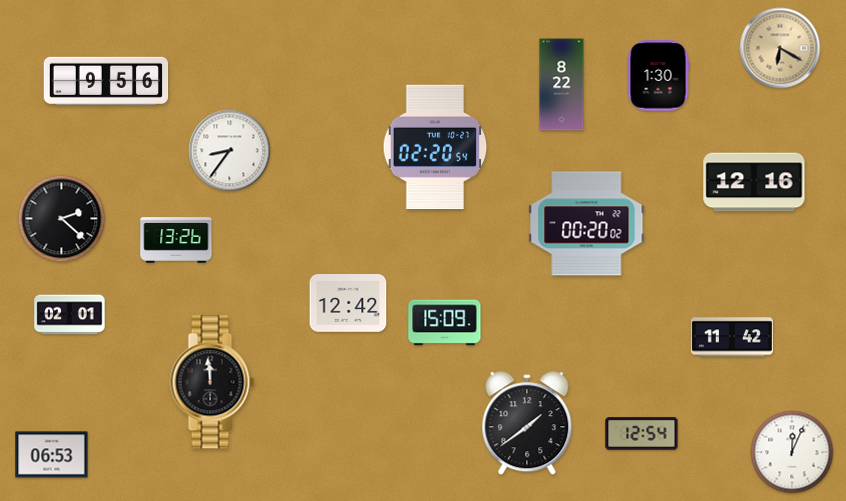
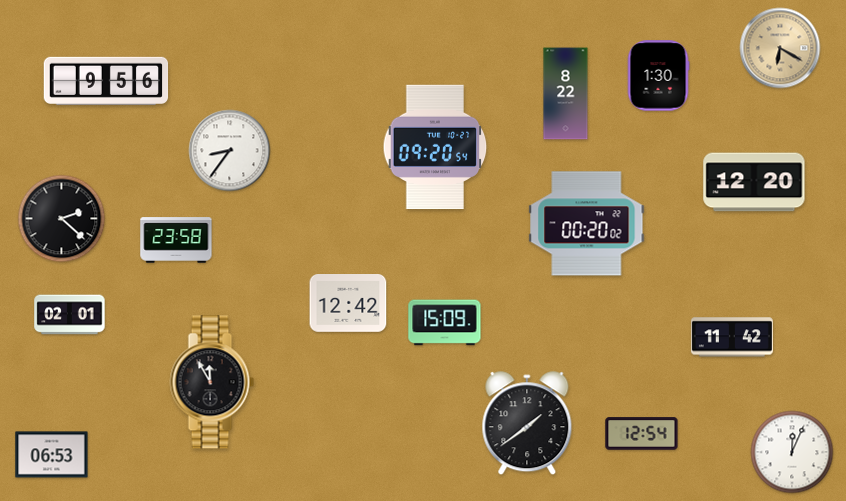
clock at (562, 85) position: (562, 85) -> (566, 94)
clock at (435, 147): 02:20 -> 09:20
clock at (754, 182): 12:16 -> 12:20
clock at (176, 240): 13:26 -> 23:58
clock at (212, 382): 11:59 -> 11:55
